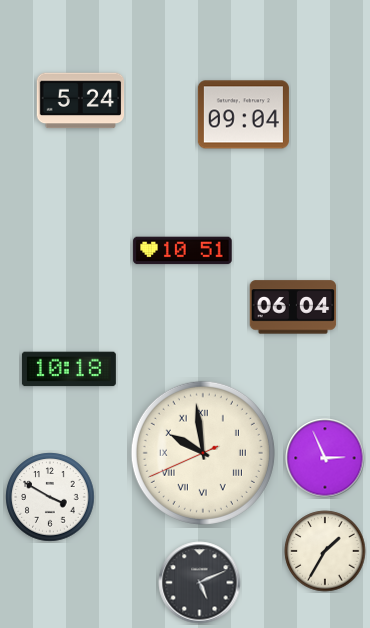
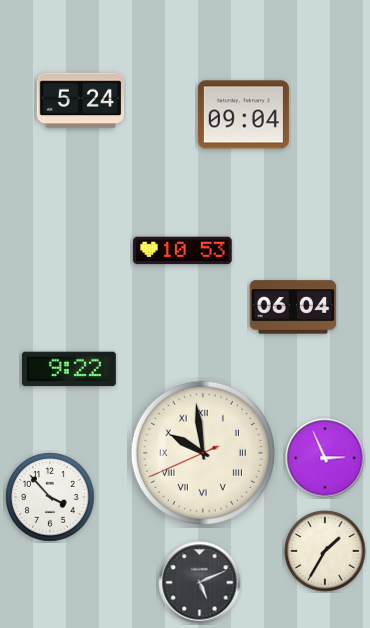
clock at (183, 251): 10:51 -> 10:53
clock at (69, 369): 10:18 -> 9:22
clock at (50, 497): 3:50 -> 3:53
